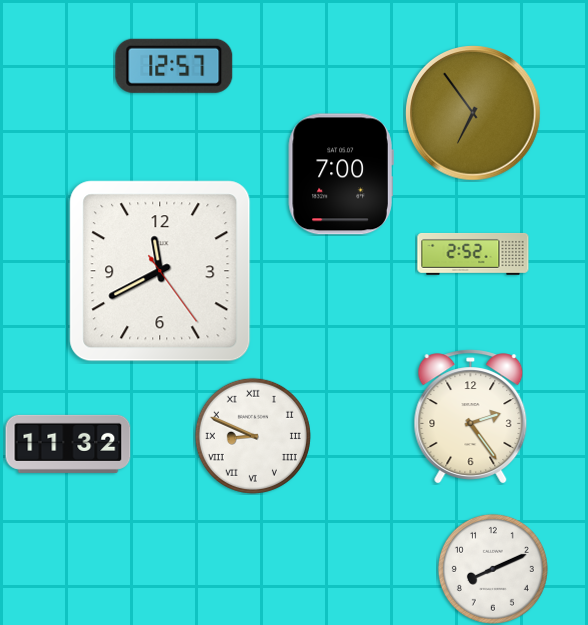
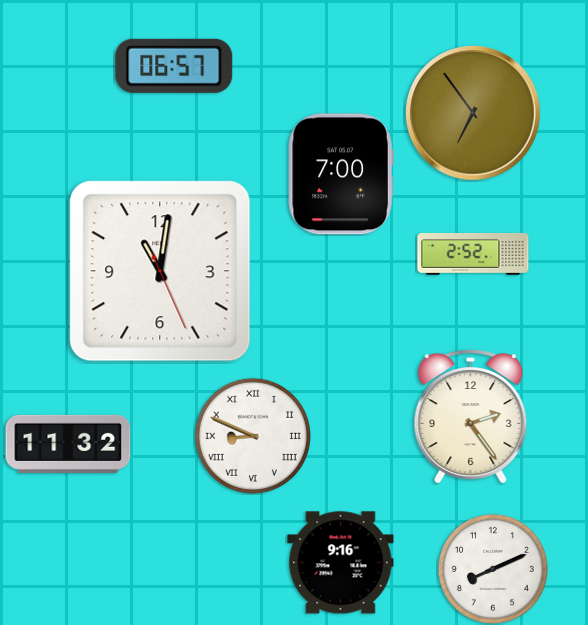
clock at (174, 66): 12:57 -> 06:57
clock at (160, 271): 11:40 -> 11:01
clock at (341, 563): none -> 9:16
